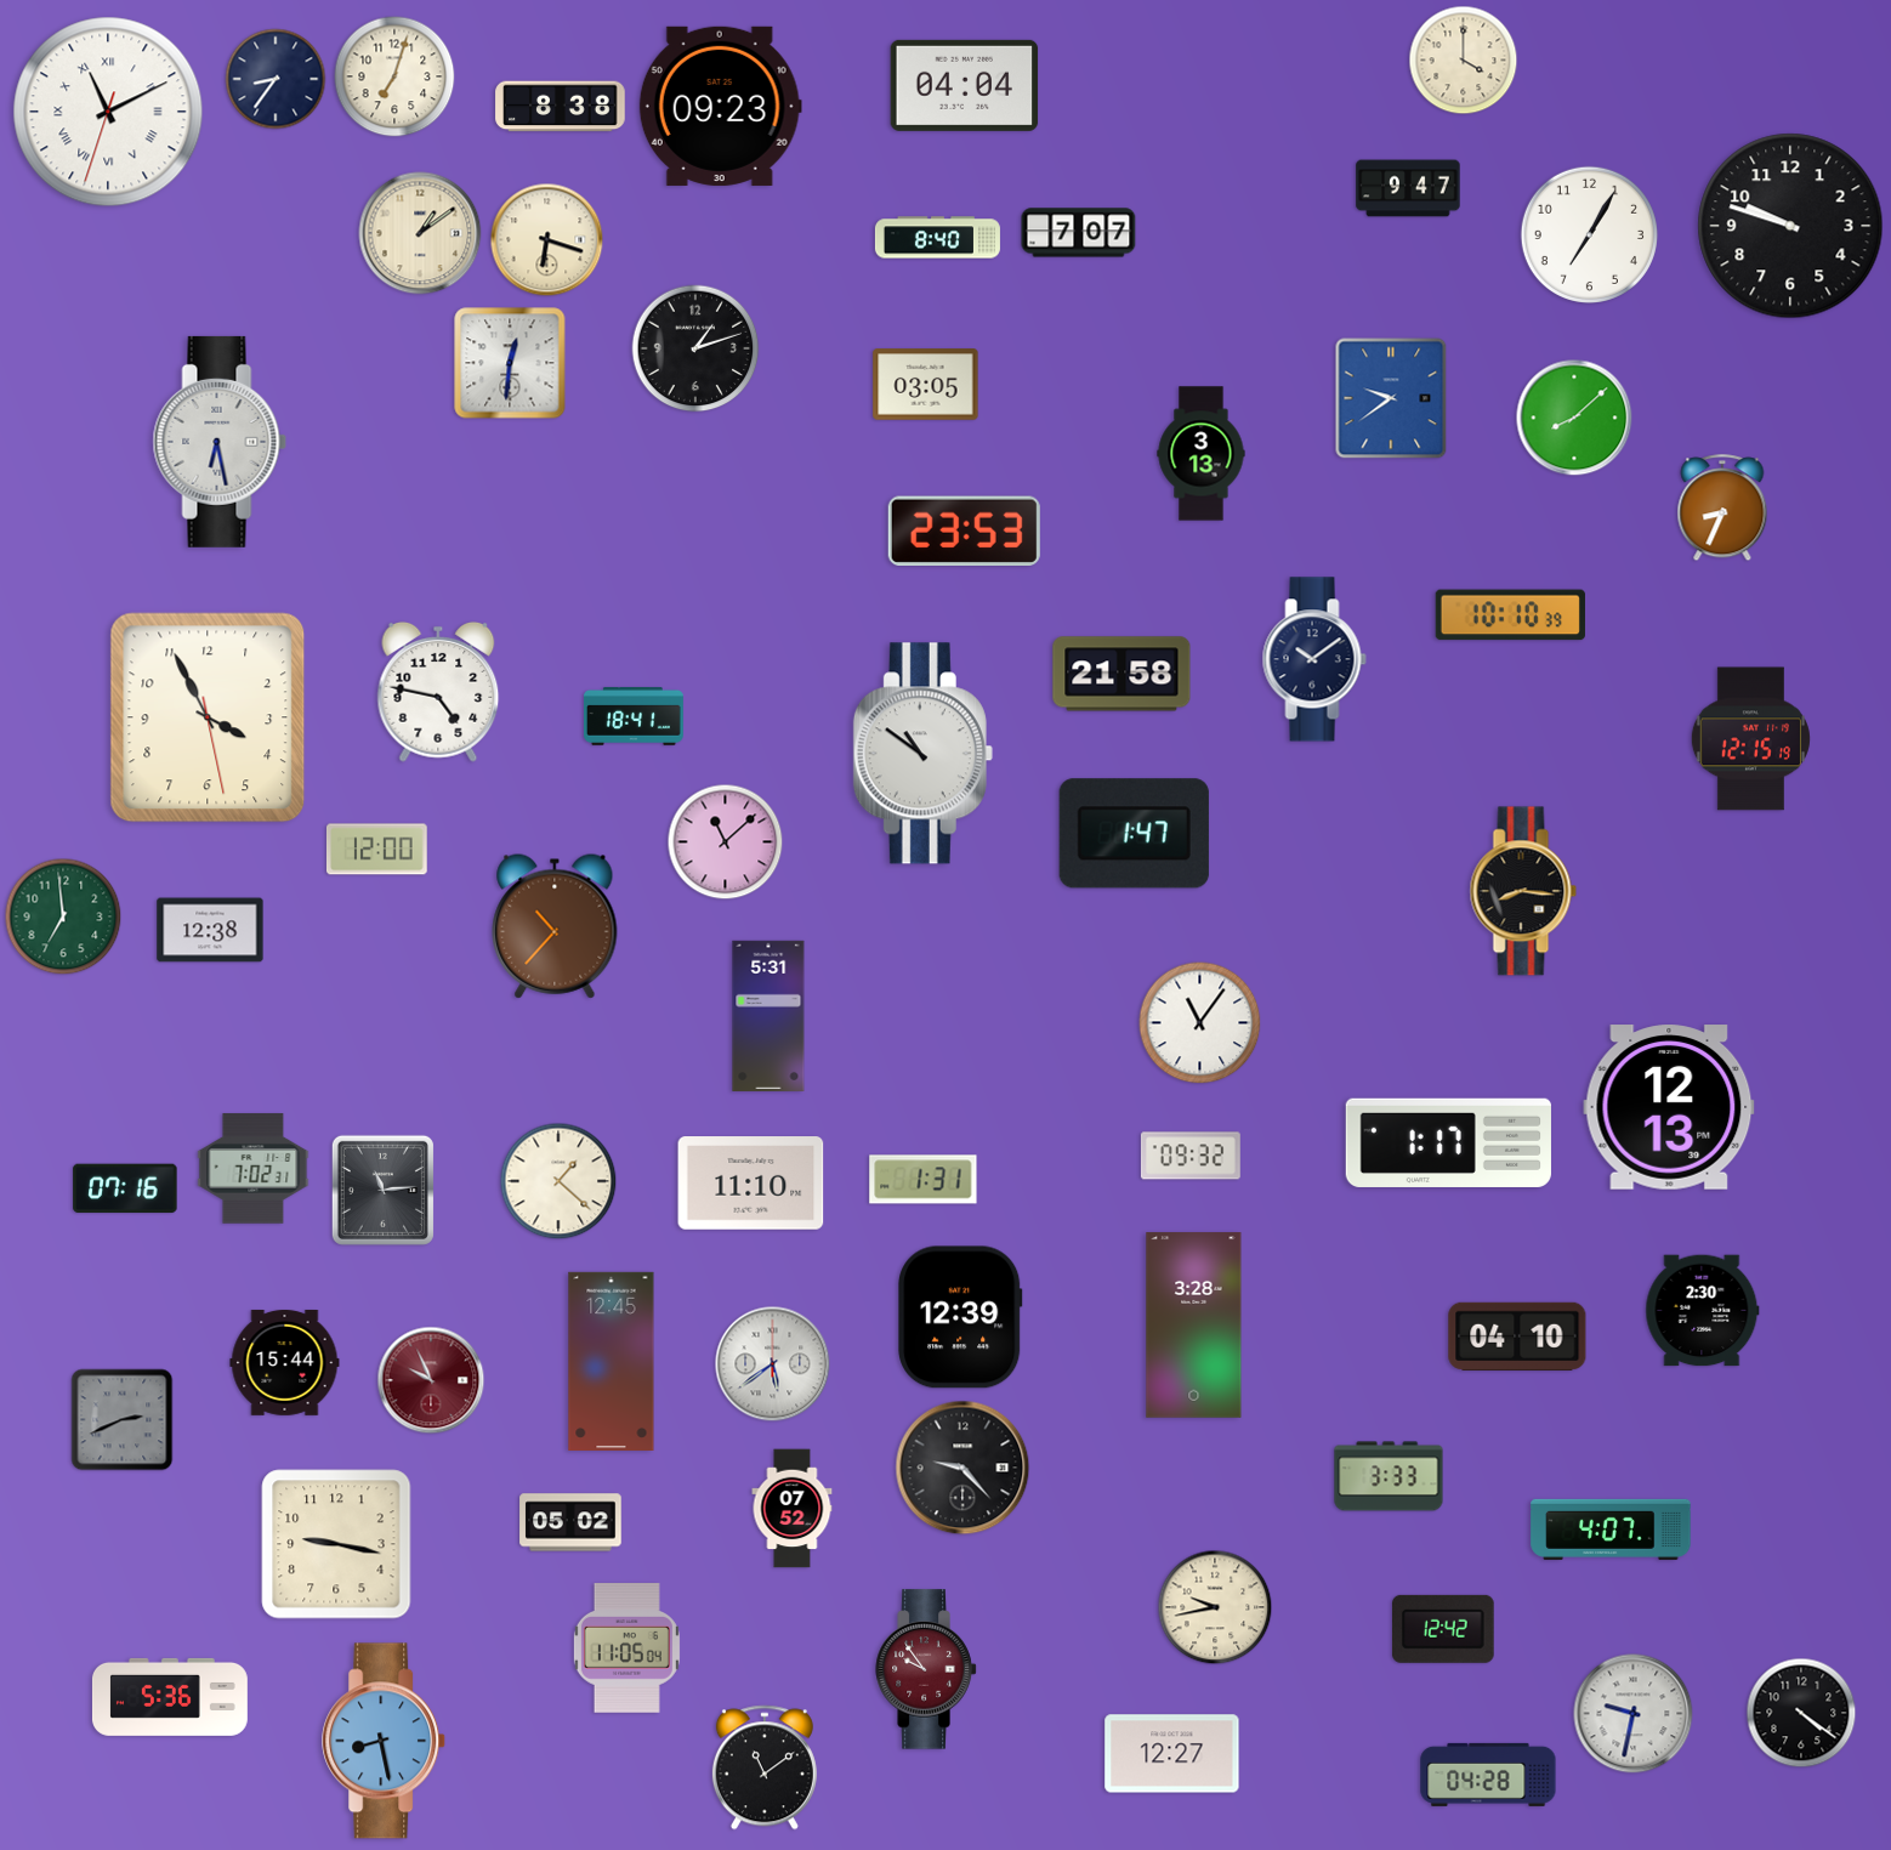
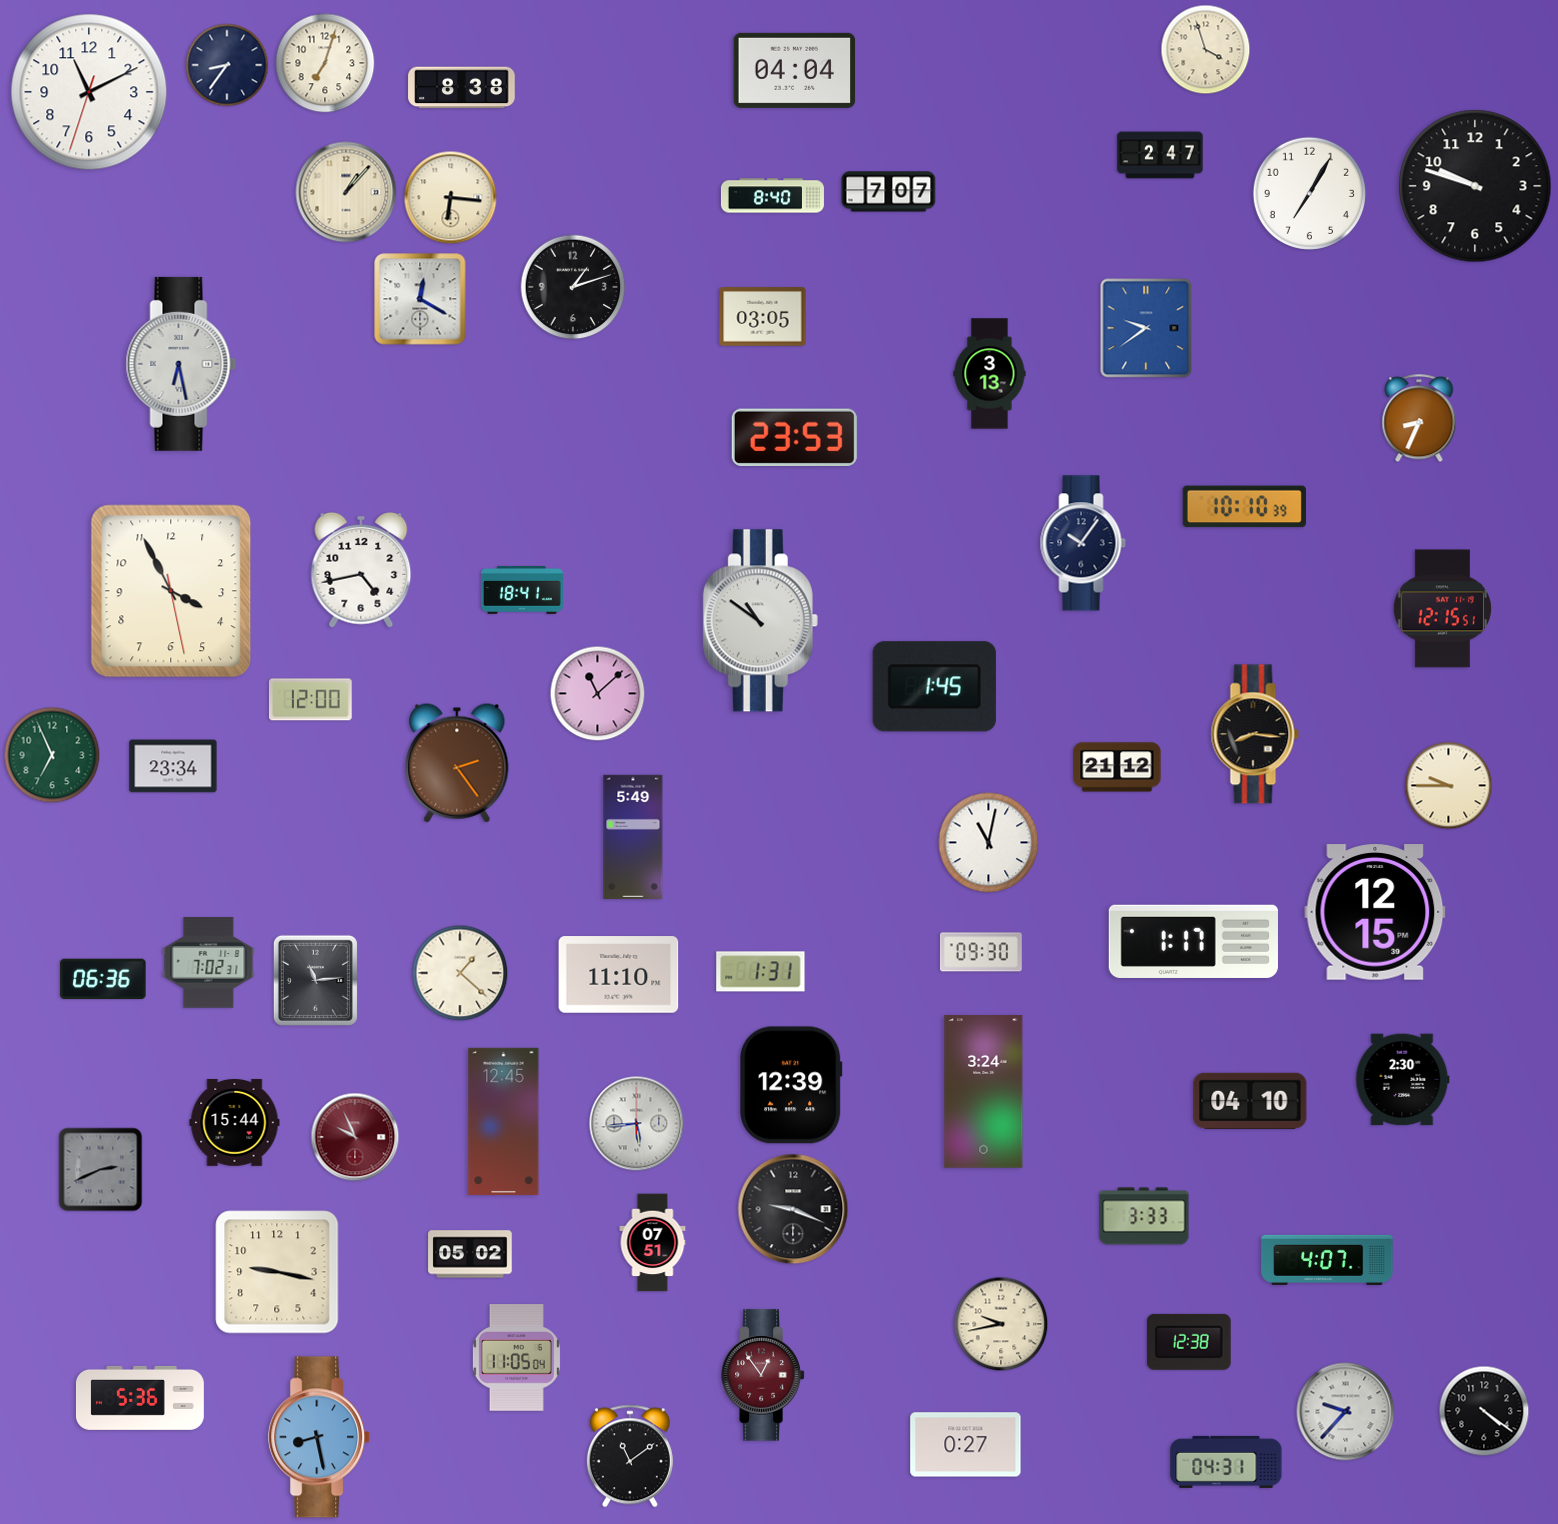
clock at (1464, 61): 4:00 -> 3:57
clock at (720, 106): 09:23 -> none
clock at (108, 112) numerals: Roman -> Arabic
clock at (1408, 188): 9:47 -> 2:47
clock at (420, 233): 1:09 -> 1:07
clock at (547, 240): 6:18 -> 6:16
clock at (510, 363): 12:31 -> 12:20
clock at (1574, 418): 8:08 -> none
clock at (1314, 659): 10:09 -> 10:06
clock at (1121, 674): 21:58 -> none
clock at (438, 692): 4:47 -> 4:43
clock at (1750, 739): 12:15:19 -> 12:15:51
clock at (1134, 834): 1:47 -> 1:45
clock at (63, 917): 6:59 -> 6:56
clock at (555, 926): 10:37 -> 2:24
clock at (210, 930): 12:38 -> 23:34
clock at (1117, 767): none -> 21:12
clock at (1449, 786): none -> 9:45
clock at (768, 1016): 5:31 -> 5:49
clock at (1200, 1023): 11:06 -> 11:02
clock at (1669, 1107): 12:13 -> 12:15
clock at (1191, 1156): 09:32 -> 09:30
clock at (125, 1188): 07:16 -> 06:36
clock at (1194, 1326): 3:28 -> 3:24
clock at (773, 1364): 5:39 -> 5:44
clock at (962, 1468): 9:23 -> 9:19
clock at (793, 1509): 07:52 -> 07:51
clock at (1443, 1629): 12:42 -> 12:38
clock at (926, 1669): 9:54 -> 12:54
clock at (1634, 1714): 9:32 -> 9:37
clock at (385, 1741) position: (385, 1741) -> (320, 1437)
clock at (1172, 1754): 12:27 -> 0:27
clock at (1488, 1775): 04:28 -> 04:31
